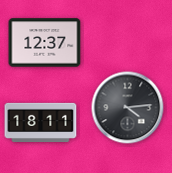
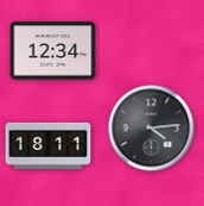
clock at (45, 43): 12:37 -> 12:34
